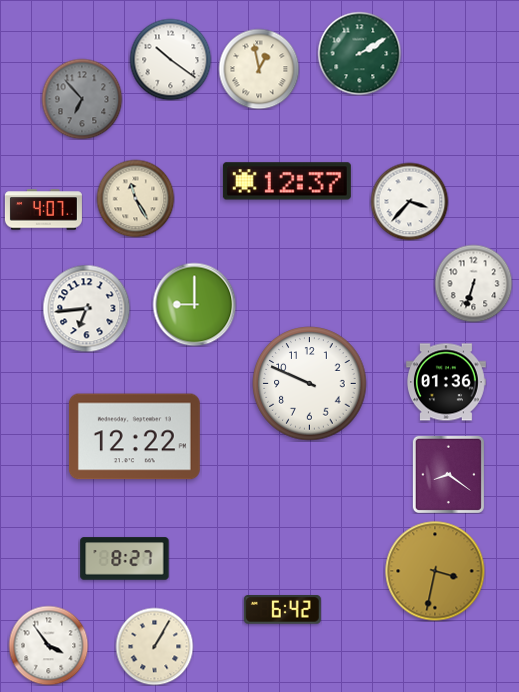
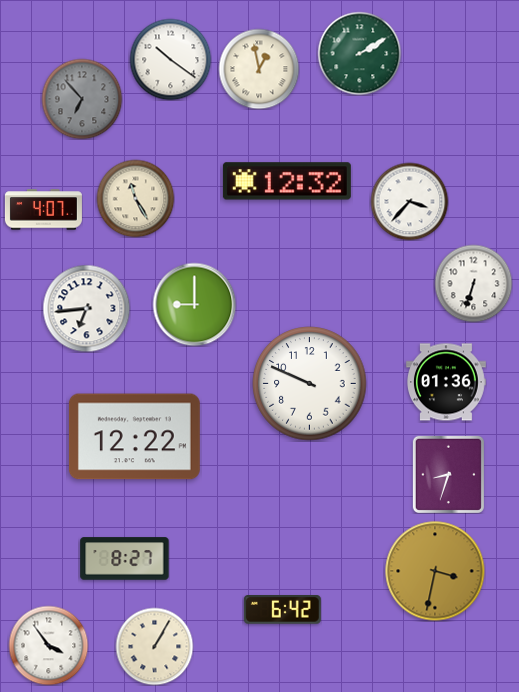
clock at (287, 181): 12:37 -> 12:32
clock at (448, 474): 8:21 -> 8:33
